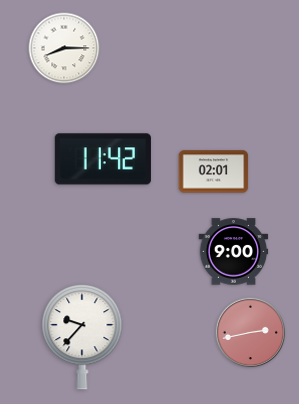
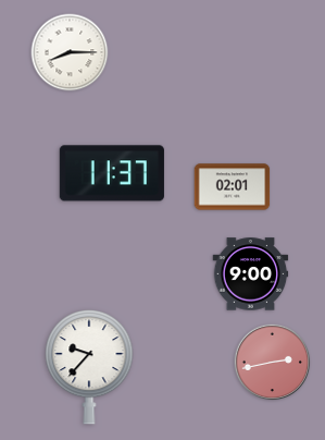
clock at (103, 159): 11:42 -> 11:37
clock at (234, 252) position: (234, 252) -> (251, 274)
